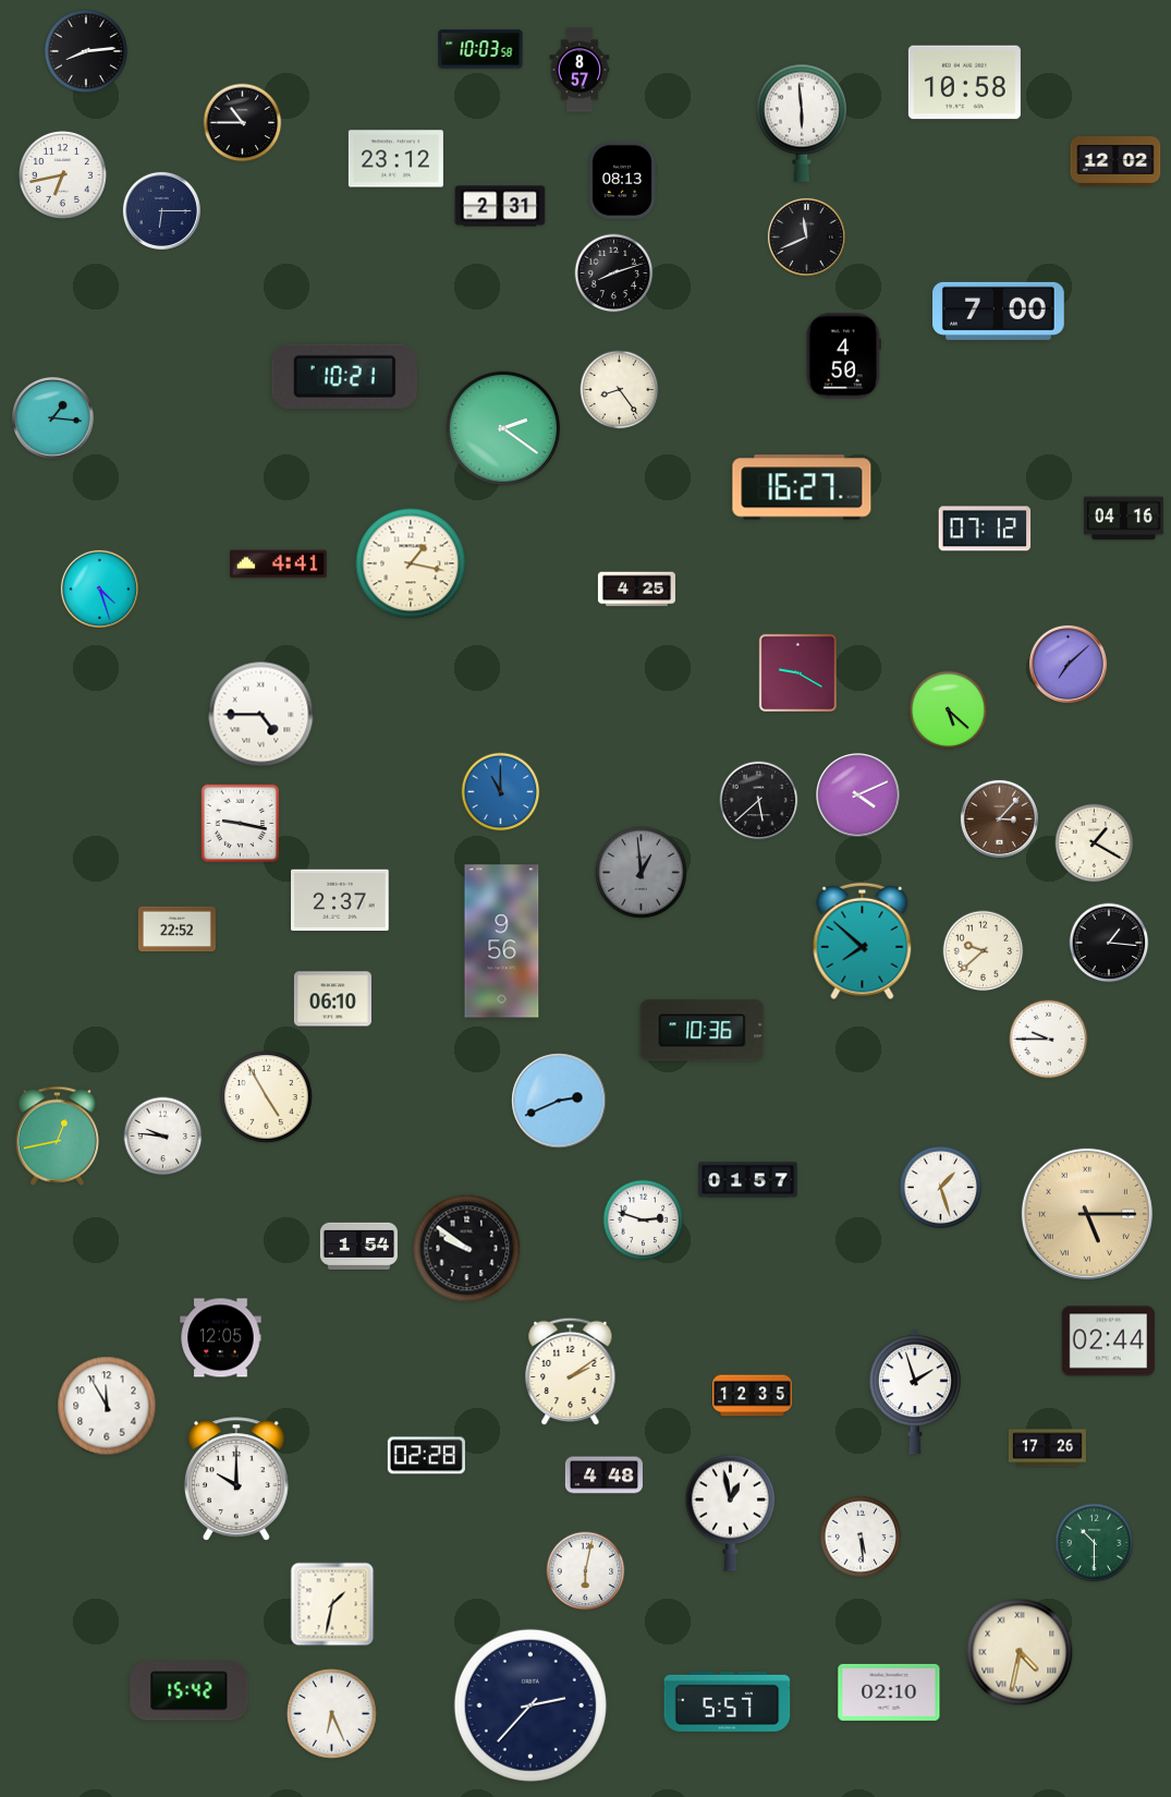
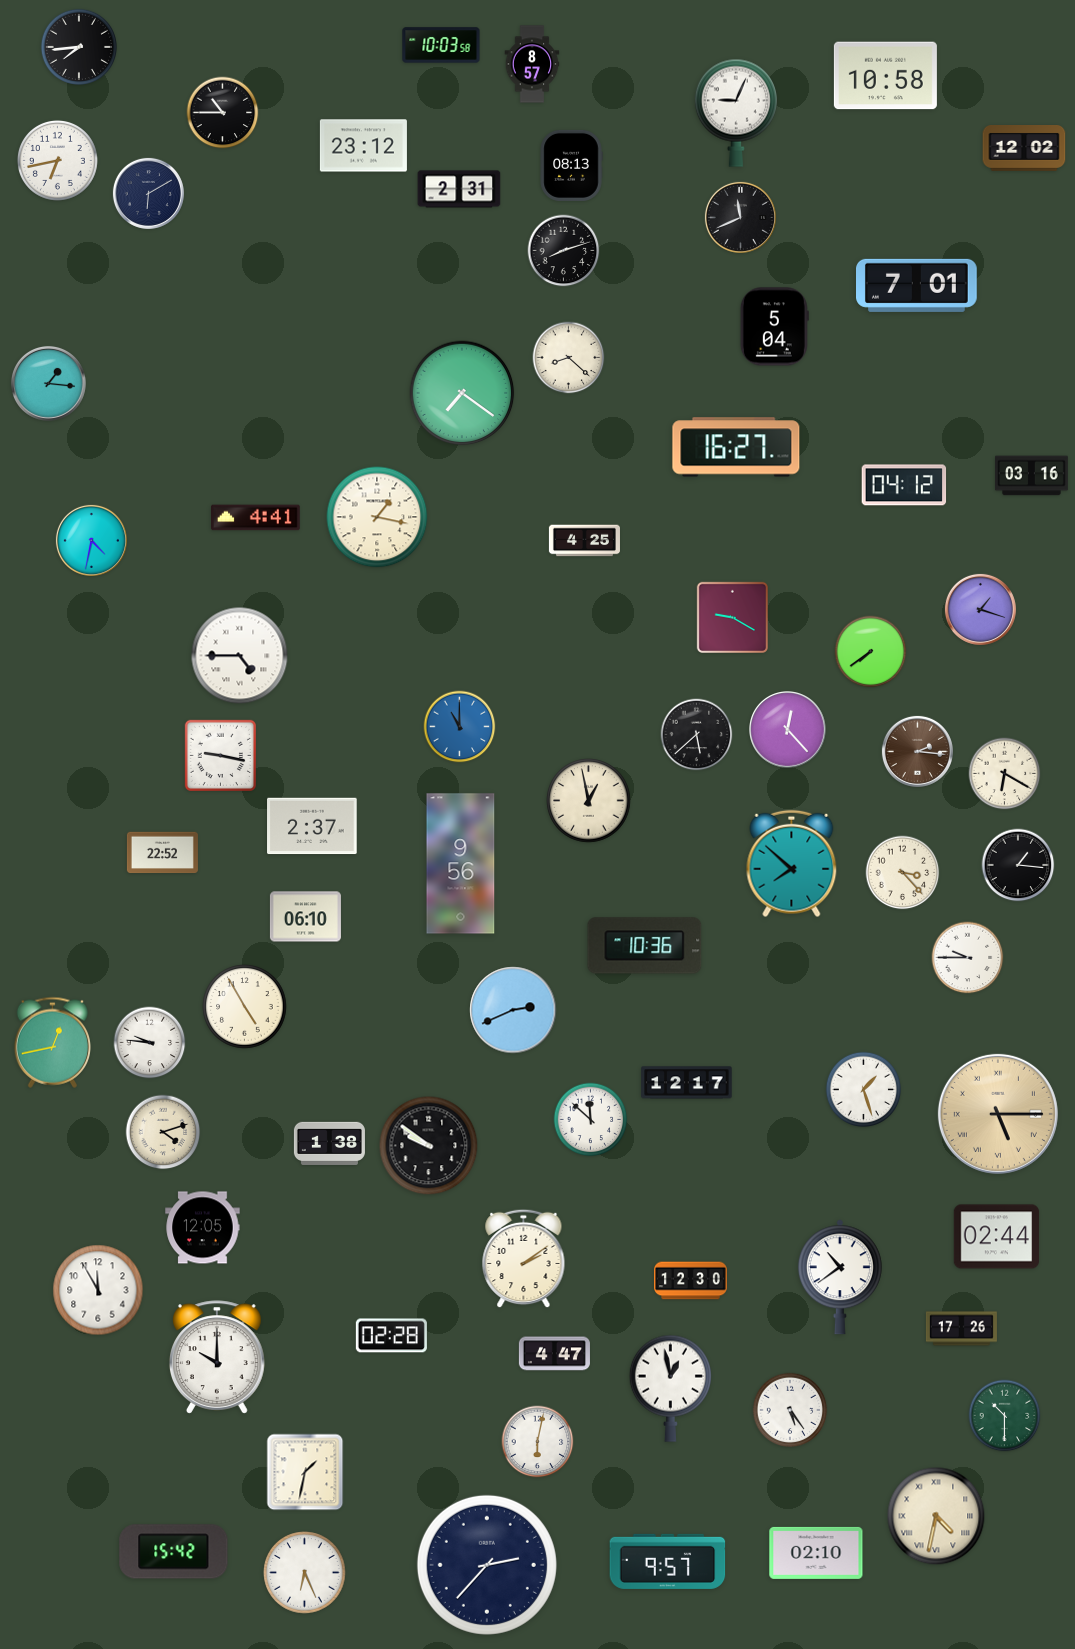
clock at (85, 50): 8:14 -> 7:44
clock at (802, 123): 5:59 -> 9:04
clock at (161, 210): 6:15 -> 6:10
clock at (999, 311): 7:00 -> 7:01
clock at (843, 356): 4:50 -> 5:04
clock at (344, 376): 10:21 -> none
clock at (620, 390): 8:24 -> 8:22
clock at (503, 428): 2:21 -> 7:21
clock at (1124, 519): 04:16 -> 03:16
clock at (985, 529): 07:12 -> 04:12
clock at (99, 588): 4:27 -> 4:32
clock at (1068, 664): 7:08 -> 1:18
clock at (949, 711): 5:22 -> 7:39
clock at (858, 796): 4:11 -> 12:23
clock at (999, 818): 3:07 -> 2:16
clock at (1095, 843): 1:20 -> 6:20
clock at (642, 873): 12:59 -> 12:58
clock at (642, 873) dial: grey -> cream
clock at (984, 951): 9:38 -> 3:23
clock at (1049, 1040) position: (1049, 1040) -> (968, 958)
clock at (748, 1180): 01:57 -> 12:17
clock at (644, 1221): 2:48 -> 11:52
clock at (163, 1132): none -> 4:12
clock at (358, 1246): 1:54 -> 1:38
clock at (1109, 1341) position: (1109, 1341) -> (997, 1237)
clock at (915, 1392): 1:57 -> 10:39
clock at (753, 1396): 12:35 -> 12:30
clock at (603, 1476): 4:48 -> 4:47
clock at (861, 1537): 5:29 -> 5:24
clock at (728, 1701): 5:57 -> 9:57
